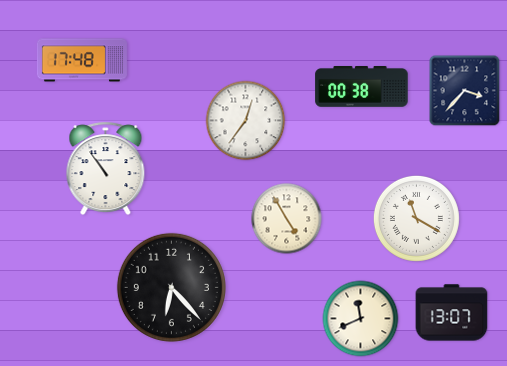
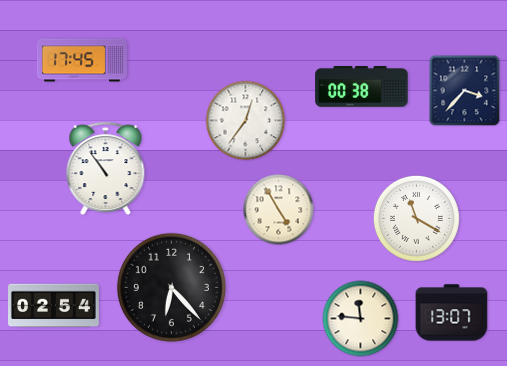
clock at (82, 60): 17:48 -> 17:45
clock at (287, 219) position: (287, 219) -> (279, 210)
clock at (54, 306): none -> 02:54
clock at (361, 319): 11:41 -> 11:46
